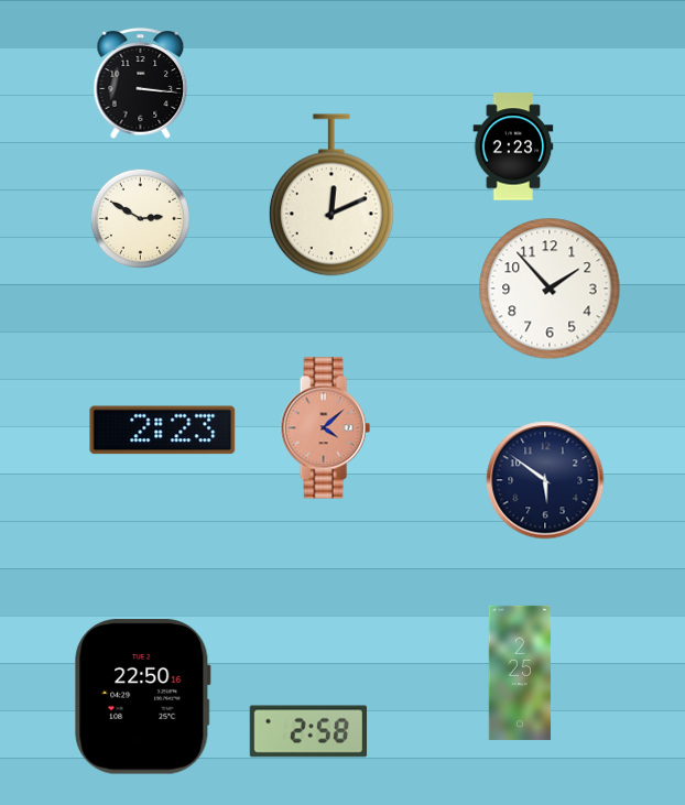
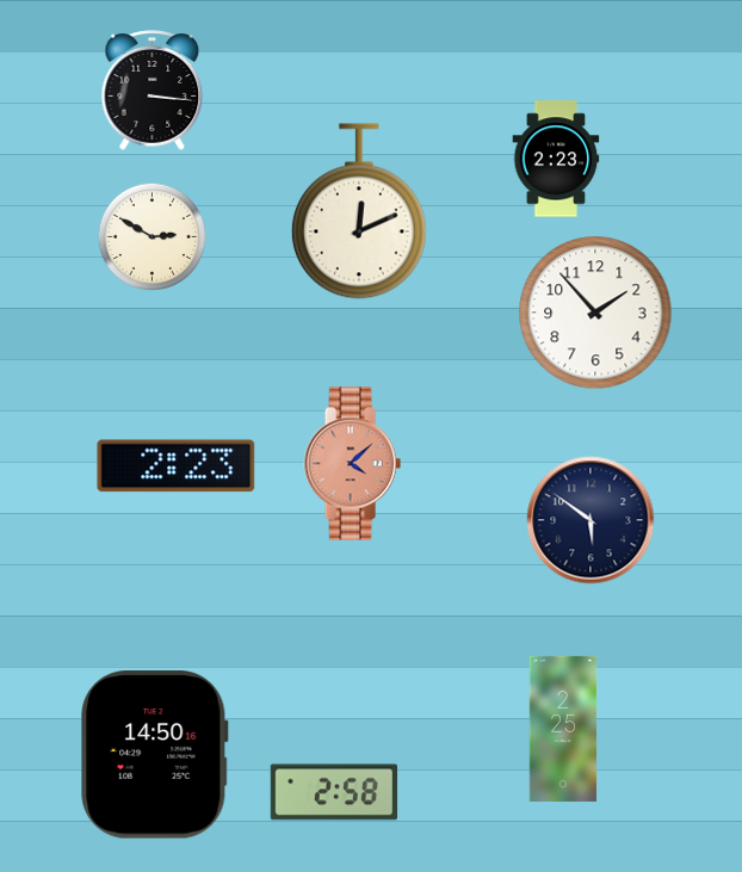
clock at (143, 697): 22:50 -> 14:50
